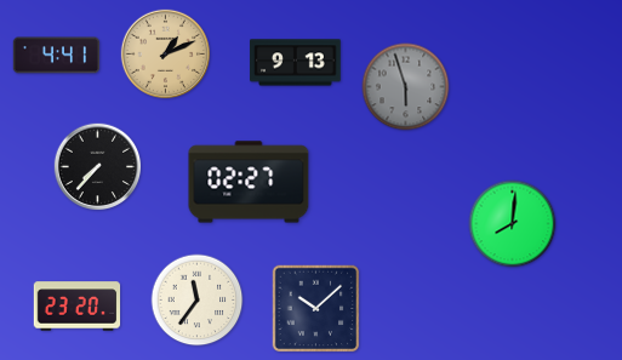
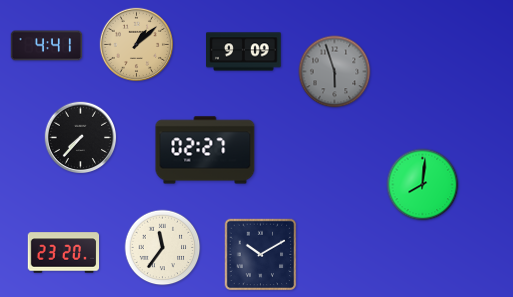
clock at (165, 53): 1:11 -> 1:08
clock at (296, 63): 9:13 -> 9:09
clock at (316, 309): 10:08 -> 10:10
